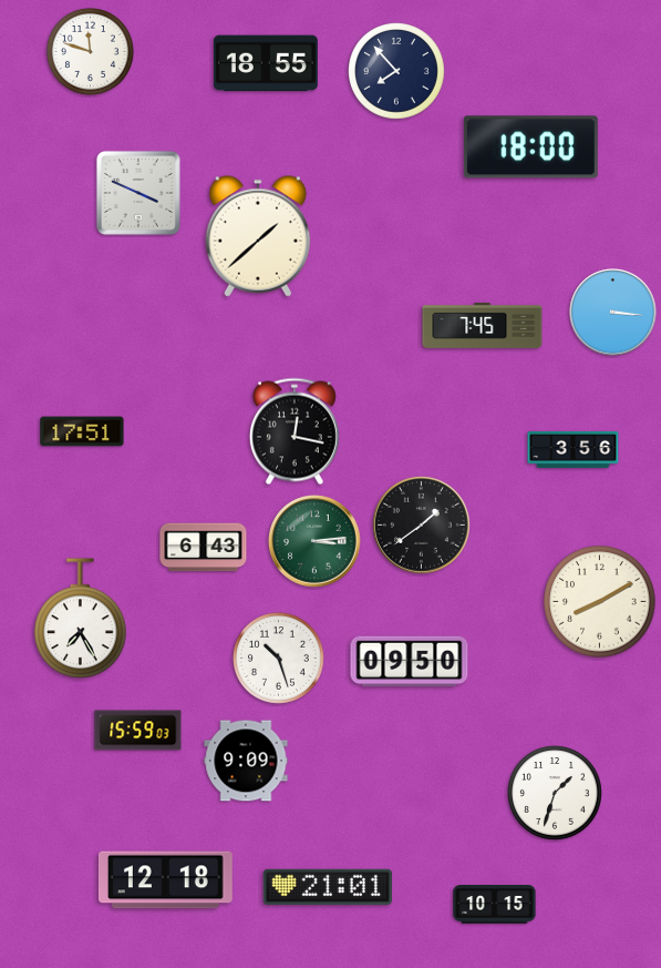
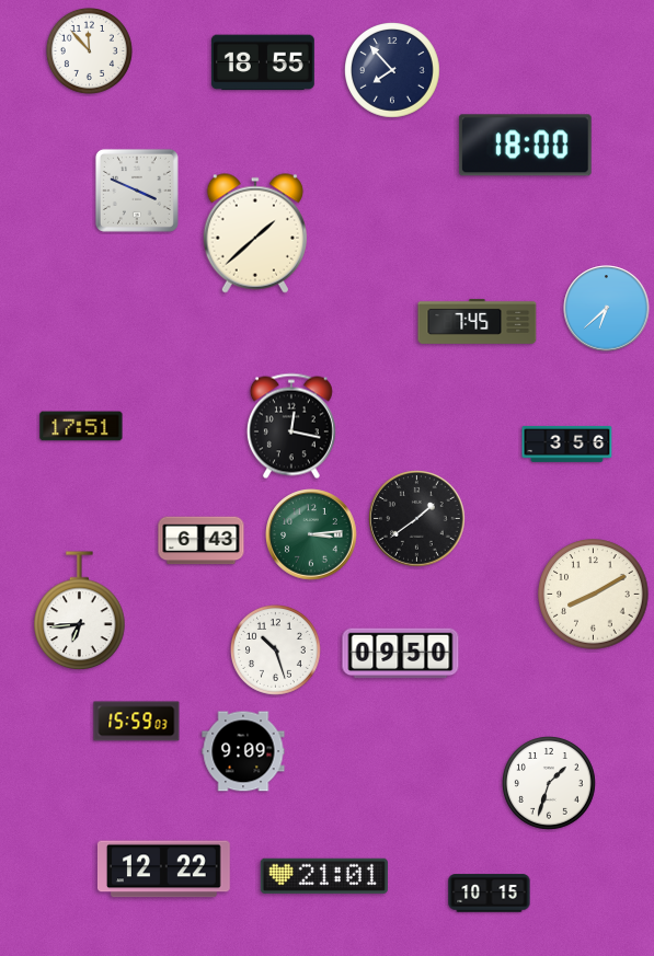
clock at (90, 51): 11:48 -> 11:53
clock at (613, 313): 3:16 -> 6:38
clock at (81, 619): 7:25 -> 6:44
clock at (410, 662) position: (410, 662) -> (401, 654)
clock at (165, 880): 12:18 -> 12:22
